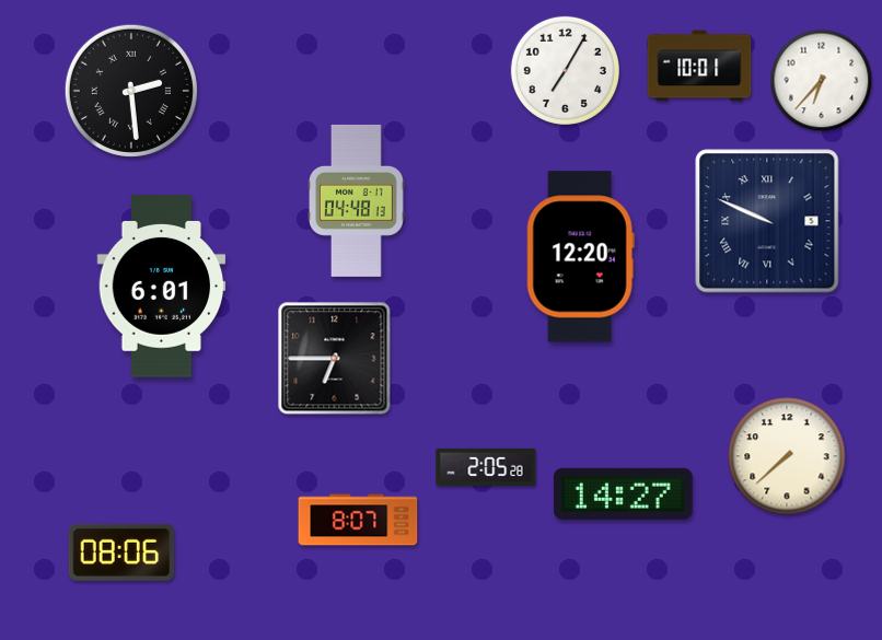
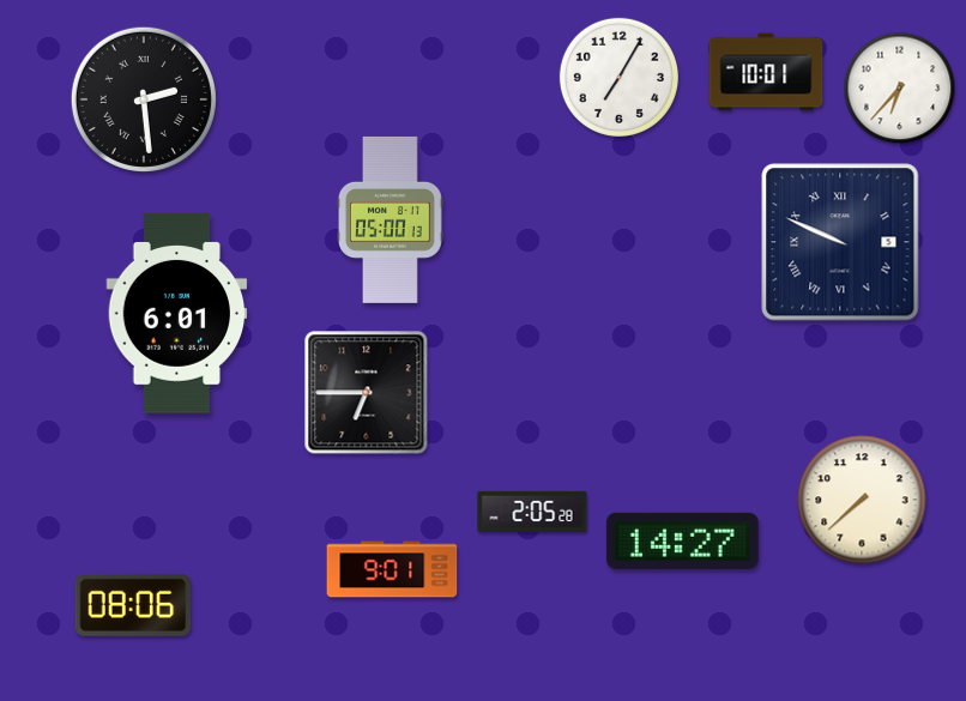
clock at (357, 200): 04:48 -> 05:00
clock at (580, 257): 12:20 -> none
clock at (358, 520): 8:07 -> 9:01
